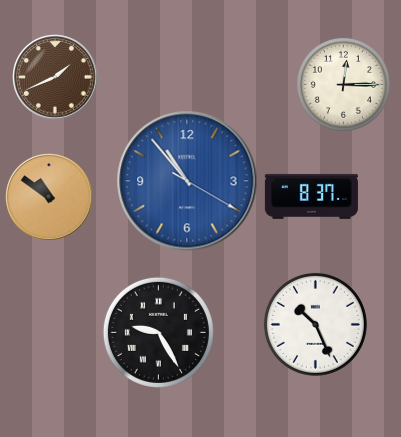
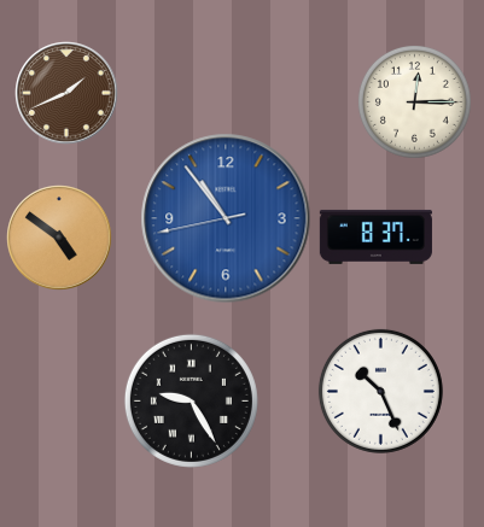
clock at (187, 181): 10:53:20 -> 10:53:43
clock at (49, 197): 10:51 -> 4:51
